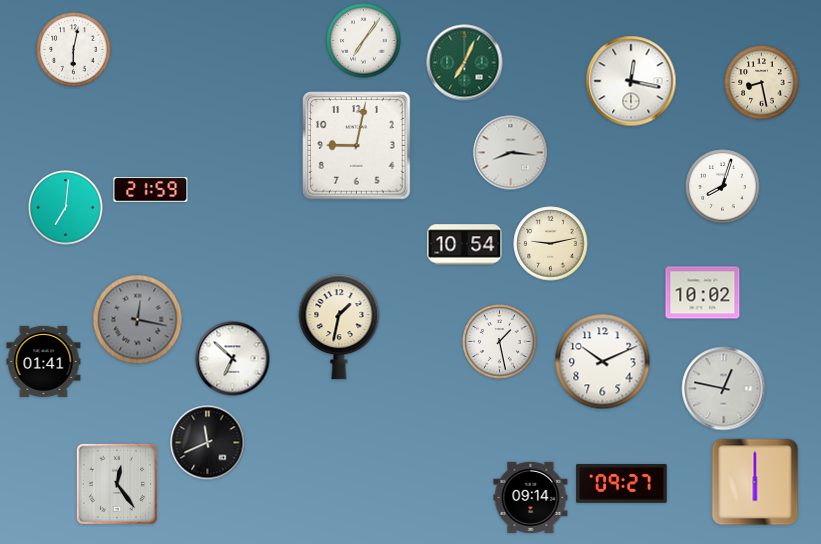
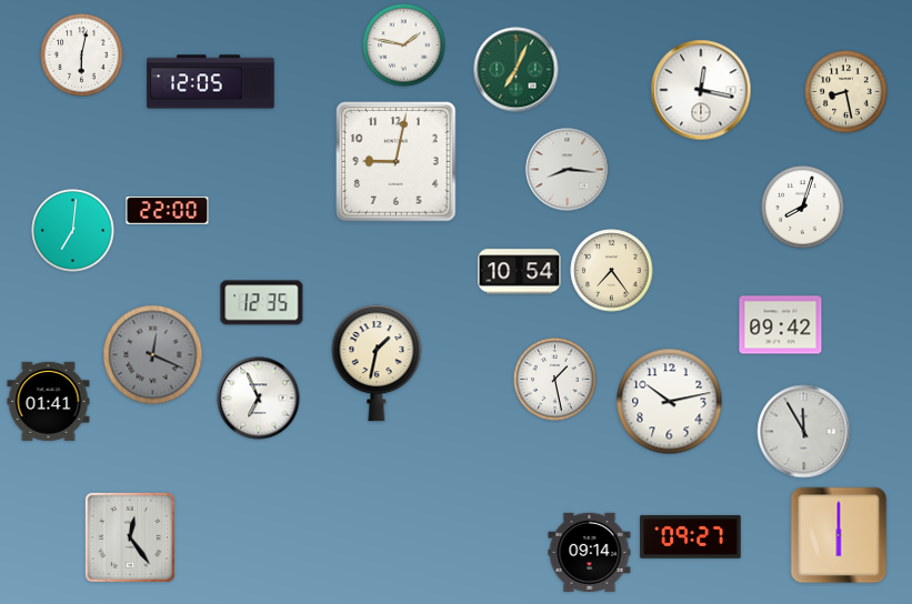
clock at (364, 41): 7:06 -> 1:47
clock at (211, 82): none -> 12:05
clock at (151, 190): 21:59 -> 22:00
clock at (551, 244): 9:13 -> 7:24
clock at (465, 245) position: (465, 245) -> (520, 272)
clock at (262, 303): none -> 12:35
clock at (703, 293): 10:02 -> 09:42
clock at (138, 320): 12:17 -> 12:19
clock at (233, 359): 6:52 -> 6:56
clock at (603, 362): 10:11 -> 10:13
clock at (724, 389): 12:47 -> 11:55
clock at (208, 443): 11:41 -> none
